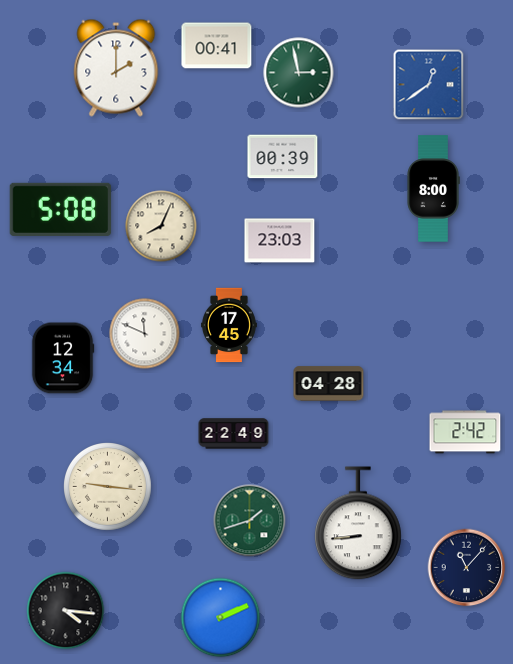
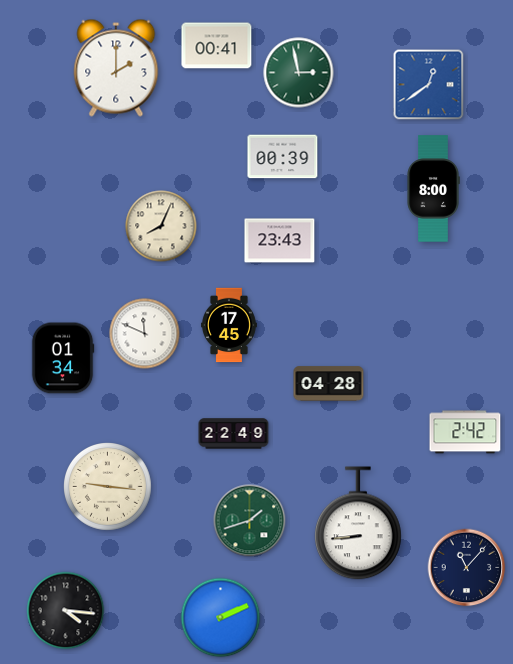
clock at (61, 209): 5:08 -> none
clock at (280, 241): 23:03 -> 23:43
clock at (63, 358): 12:34 -> 01:34
